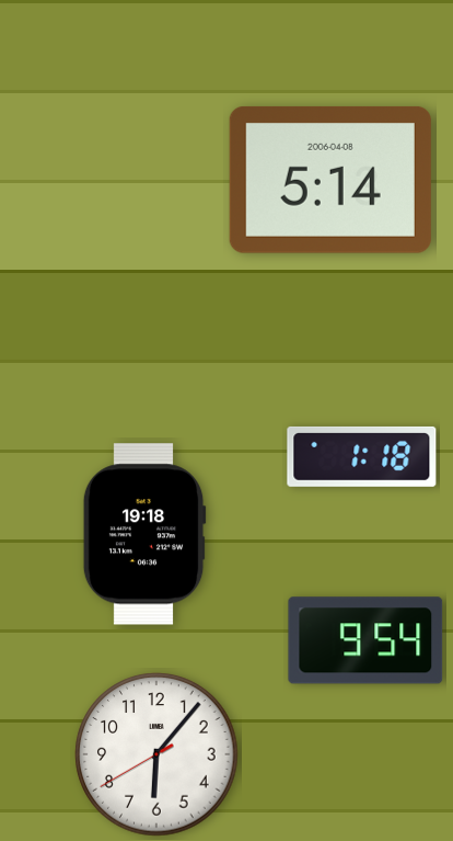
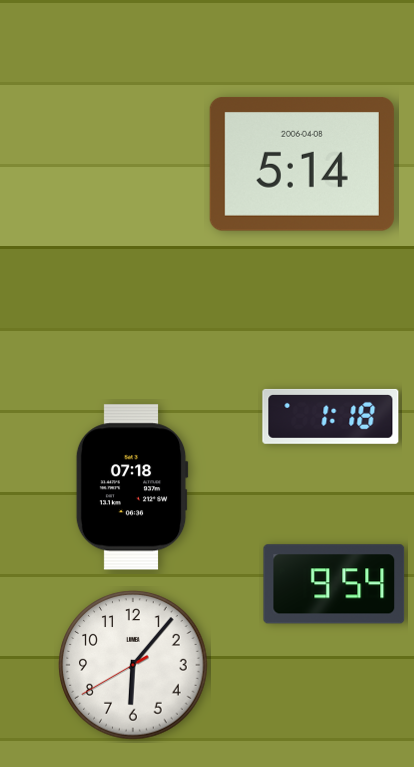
clock at (144, 534): 19:18 -> 07:18
clock at (156, 754) position: (156, 754) -> (133, 665)
